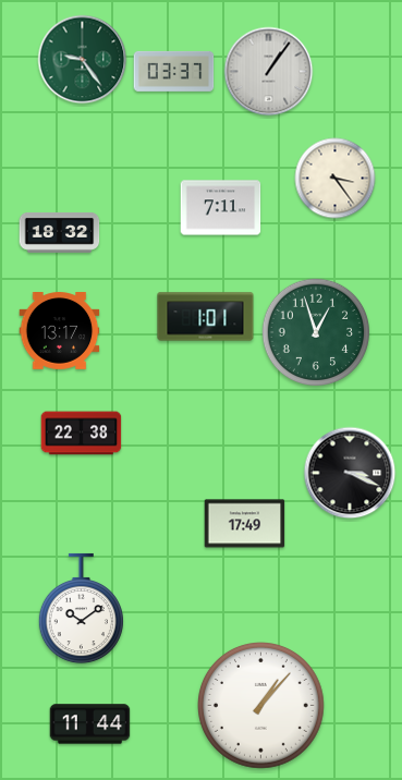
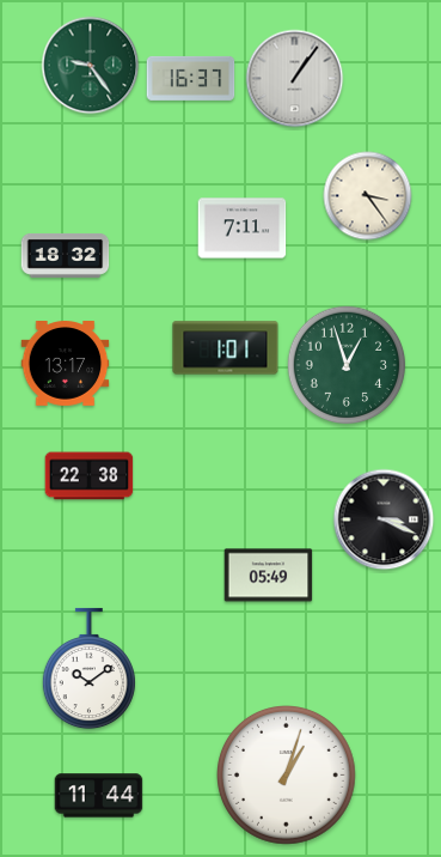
clock at (174, 71): 03:37 -> 16:37
clock at (245, 524): 17:49 -> 05:49
clock at (261, 706): 1:07 -> 1:03
